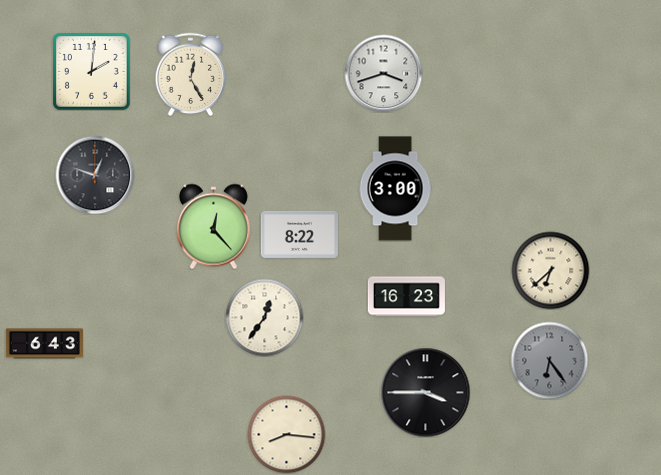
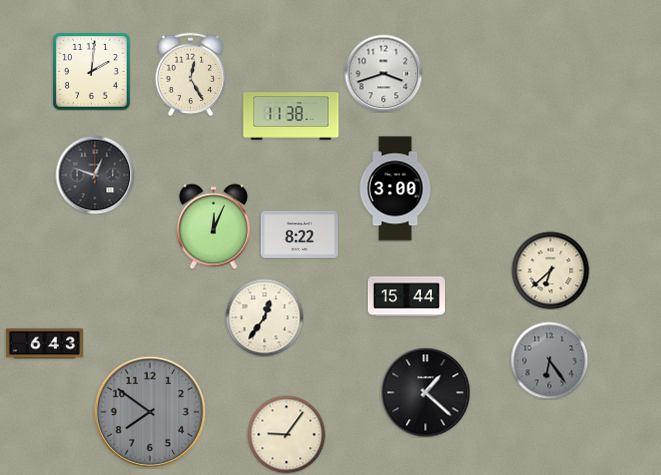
clock at (291, 116): none -> 11:38
clock at (213, 226): 12:23 -> 12:04
clock at (406, 297): 16:23 -> 15:44
clock at (425, 392): 3:45 -> 1:22
clock at (150, 412): none -> 7:51
clock at (286, 434): 8:16 -> 9:06
